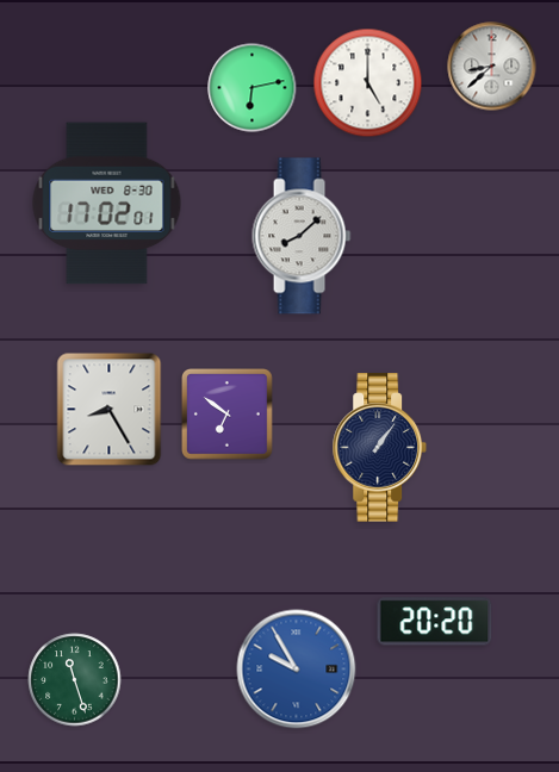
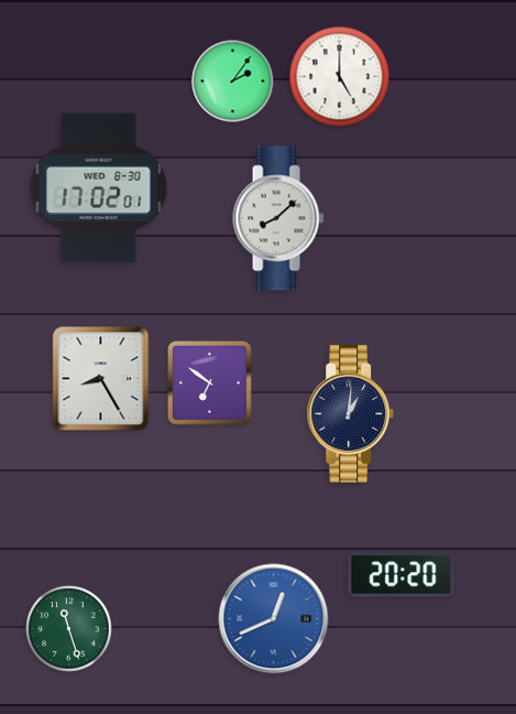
clock at (492, 67): 8:38 -> none
clock at (253, 88): 6:13 -> 2:06
clock at (380, 448): 1:06 -> 1:01
clock at (297, 670): 9:55 -> 12:41
